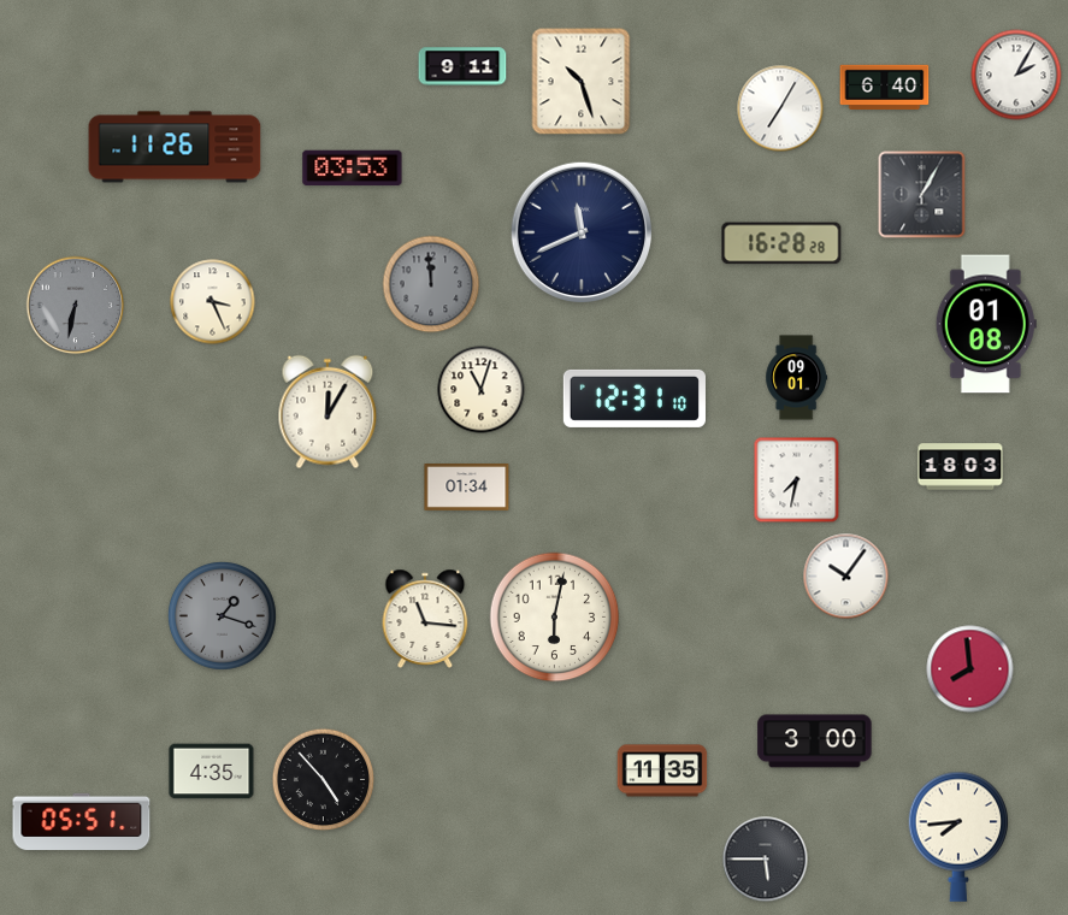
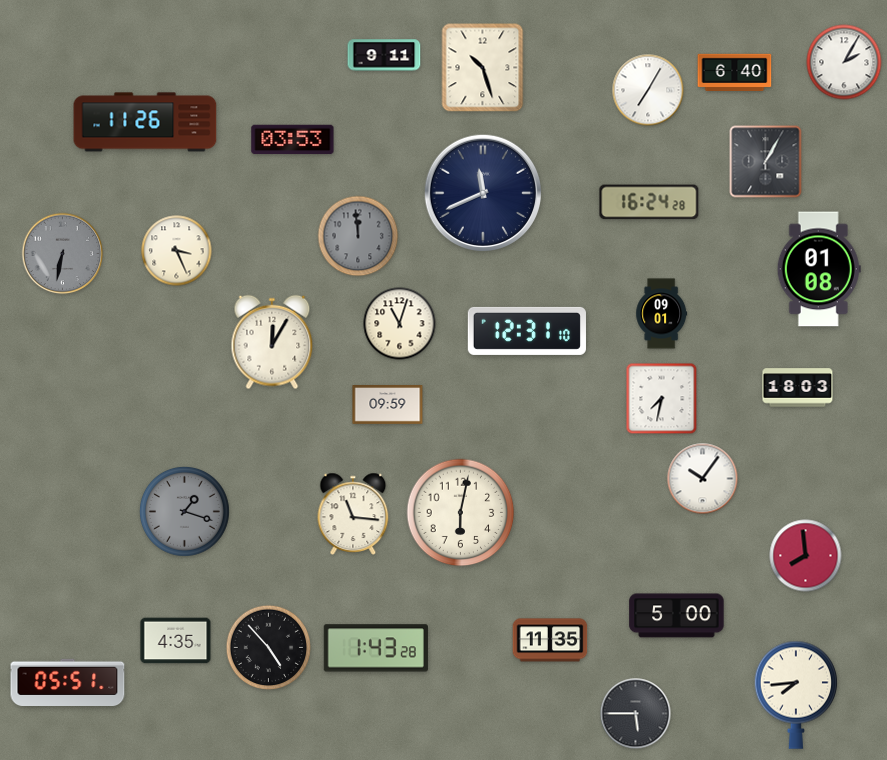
clock at (781, 243): 16:28 -> 16:24
clock at (467, 488): 01:34 -> 09:59
clock at (815, 742): 3:00 -> 5:00
clock at (376, 648): none -> 1:43
